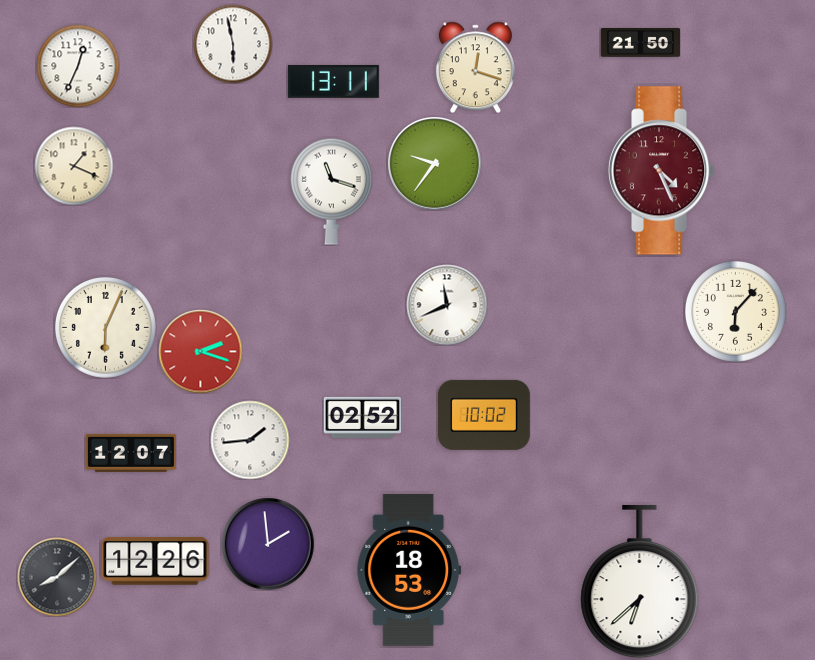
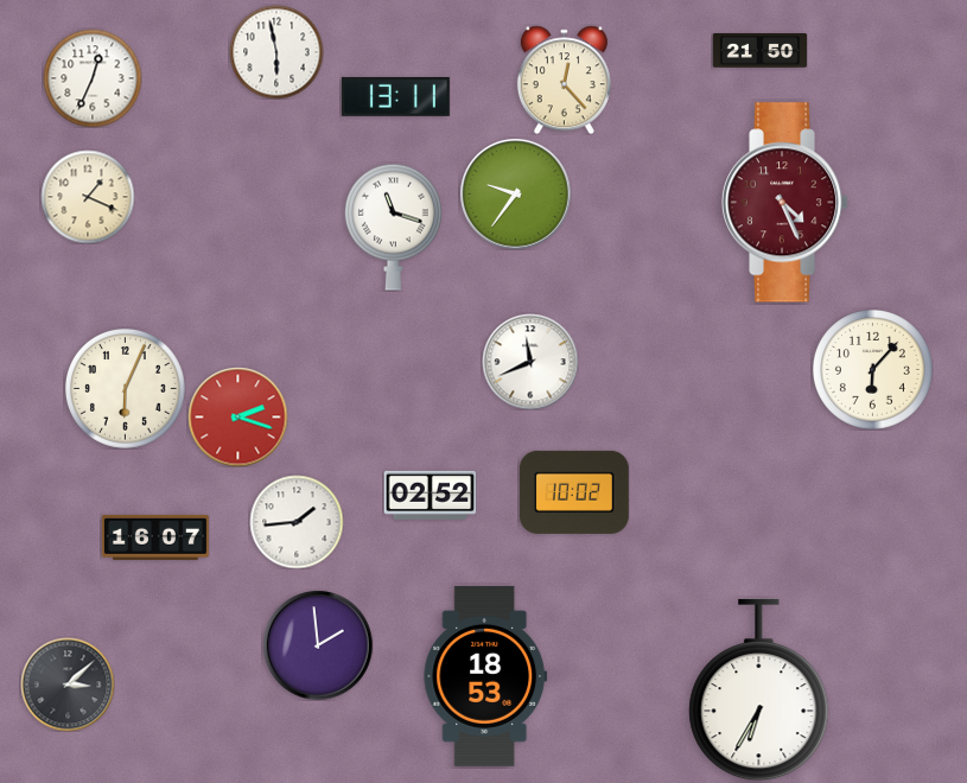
clock at (475, 67): 12:18 -> 12:23
clock at (131, 453): 12:07 -> 16:07
clock at (155, 561): 12:26 -> none
clock at (57, 577): 8:08 -> 3:08
clock at (640, 582): 6:38 -> 6:35
